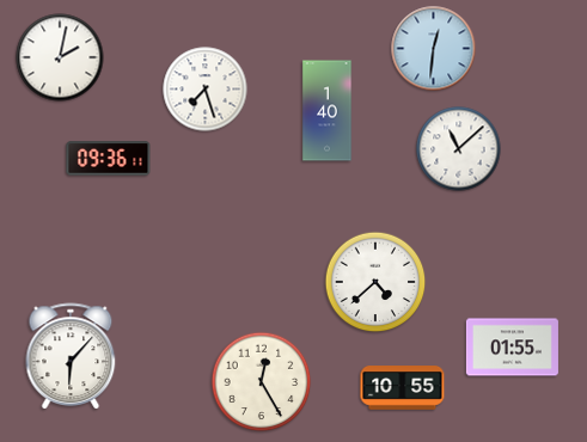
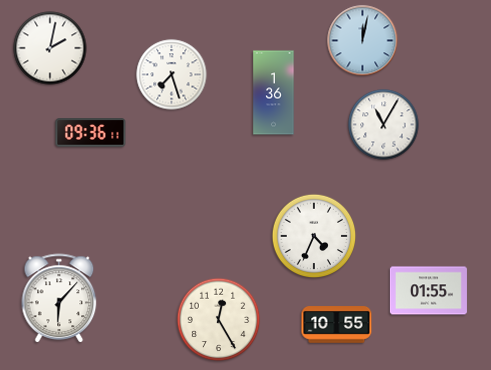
clock at (434, 49): 12:31 -> 12:02
clock at (328, 111): 1:40 -> 1:36
clock at (459, 149): 11:08 -> 11:05
clock at (375, 282): 4:38 -> 4:34
